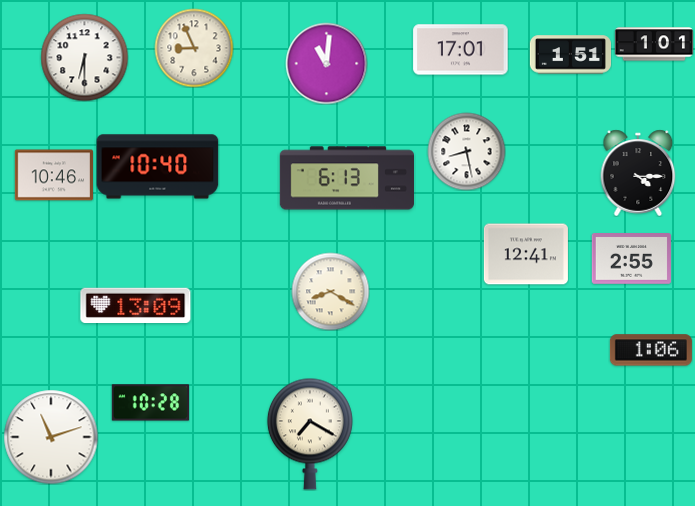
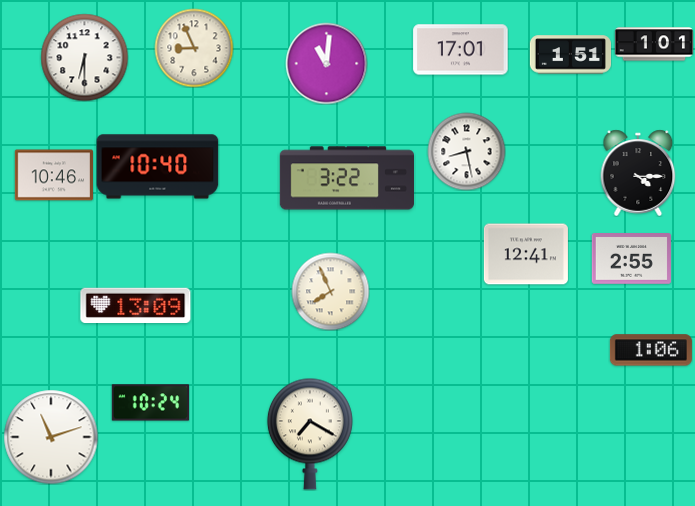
clock at (347, 178): 6:13 -> 3:22
clock at (330, 291): 8:20 -> 7:56
clock at (150, 403): 10:28 -> 10:24
